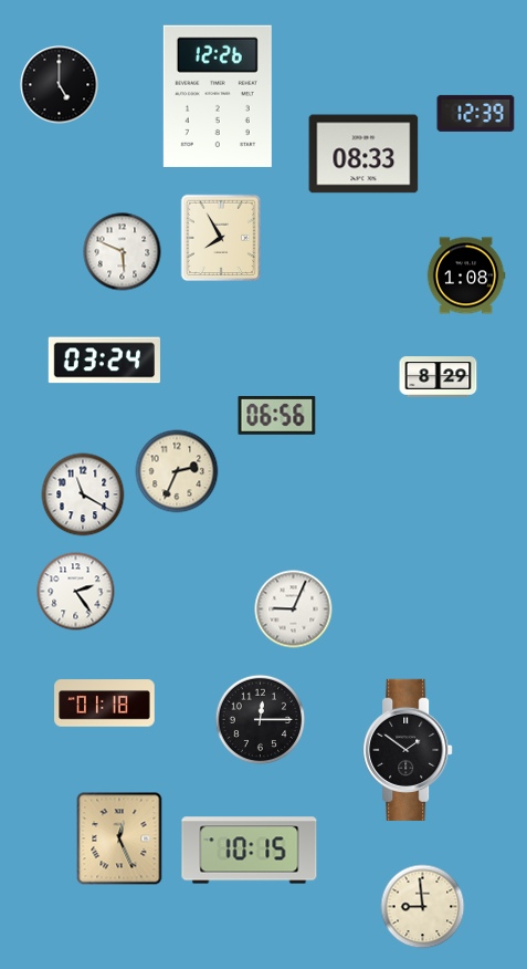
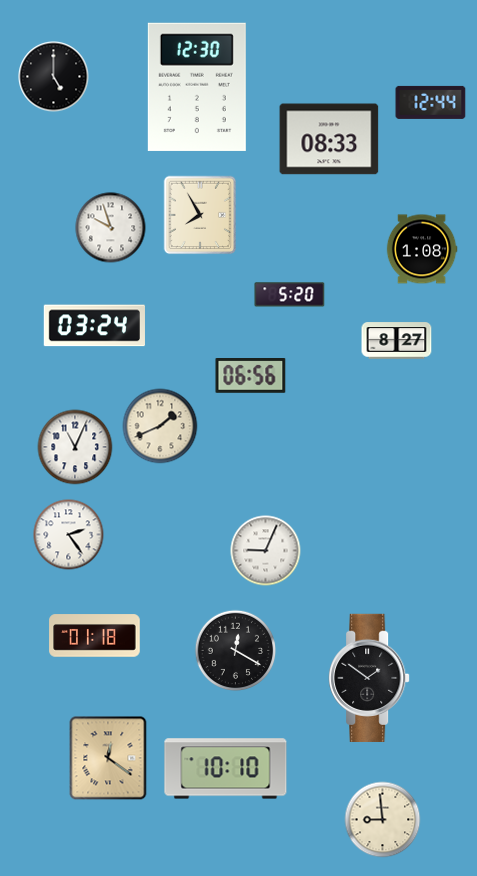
clock at (218, 96): 12:26 -> 12:30
clock at (476, 113): 12:39 -> 12:44
clock at (123, 252): 5:49 -> 9:57
clock at (290, 295): none -> 5:20
clock at (439, 377): 8:29 -> 8:27
clock at (177, 471): 2:34 -> 1:41
clock at (83, 494): 11:20 -> 11:04
clock at (261, 720): 12:15 -> 12:20
clock at (119, 838): 12:26 -> 12:21
clock at (250, 851): 10:15 -> 10:10
